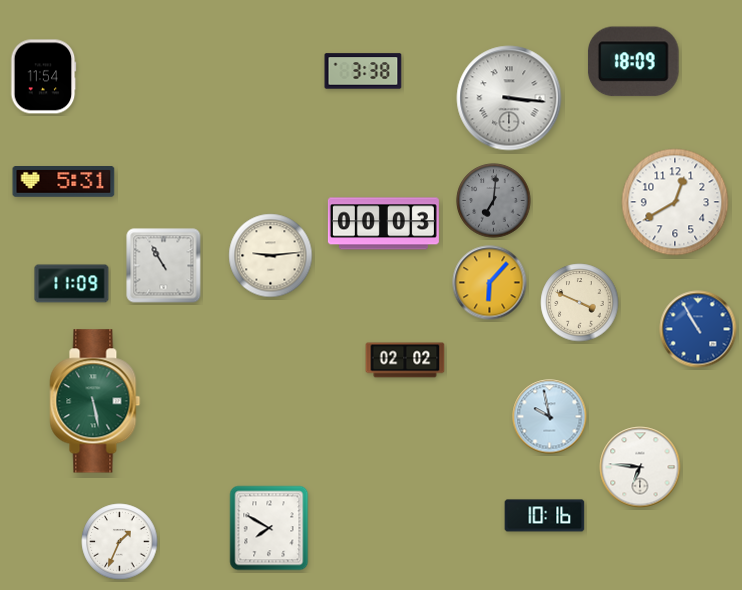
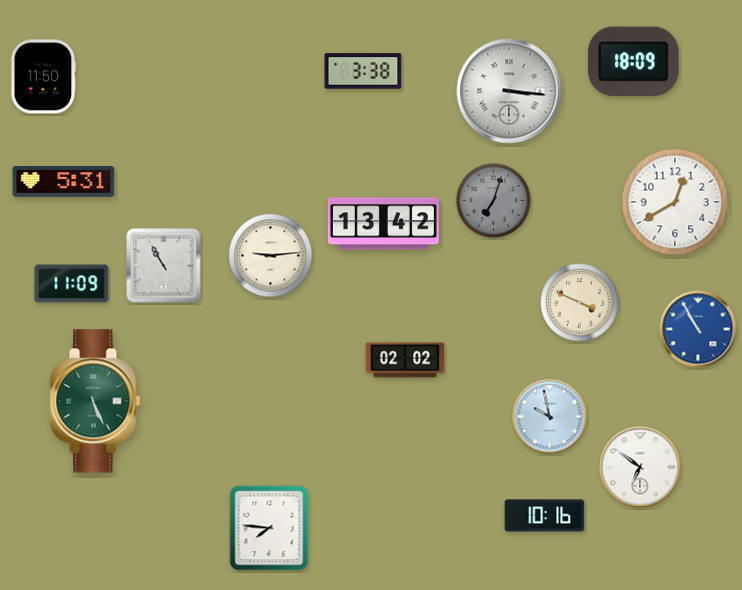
clock at (43, 77): 11:54 -> 11:50
clock at (509, 98) position: (509, 98) -> (509, 91)
clock at (494, 201): 7:01 -> 7:03
clock at (383, 224): 00:03 -> 13:42
clock at (490, 283): 6:07 -> none
clock at (95, 401): 5:28 -> 5:26
clock at (640, 467): 6:46 -> 6:51
clock at (269, 528): 7:50 -> 7:46
clock at (120, 542): 1:34 -> none
